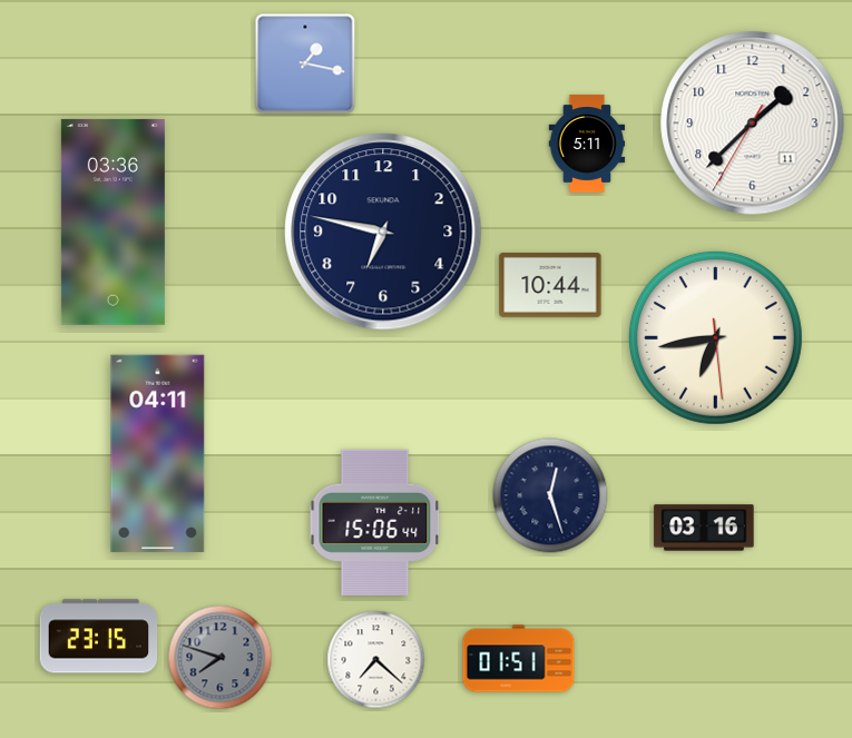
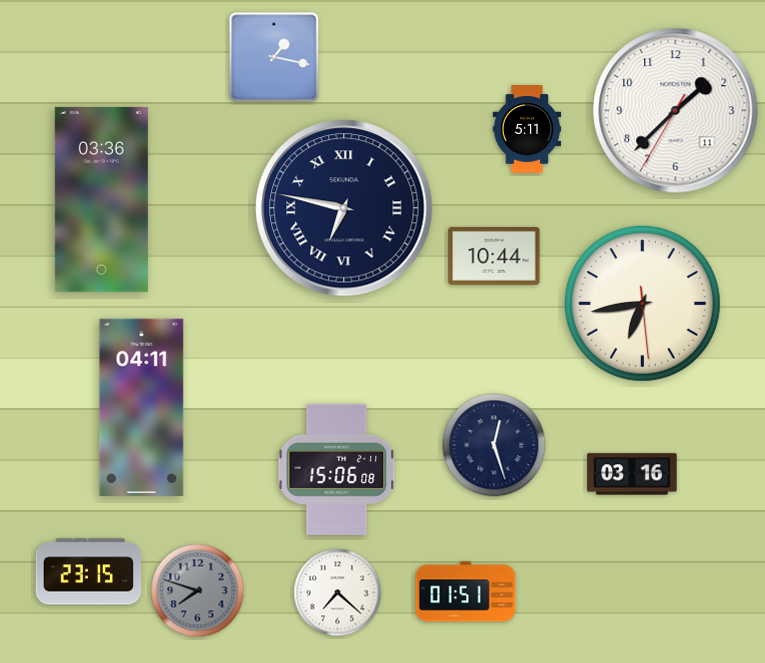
clock at (383, 232) numerals: Arabic -> Roman
clock at (375, 522): 15:06:44 -> 15:06:08
